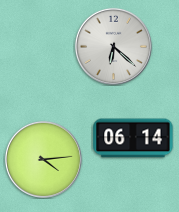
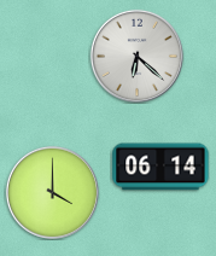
clock at (43, 159): 4:14 -> 4:00
